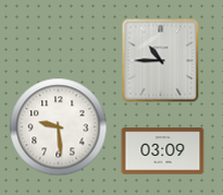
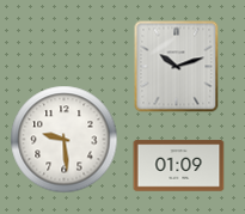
clock at (161, 61): 10:45 -> 10:12
clock at (163, 151): 03:09 -> 01:09
